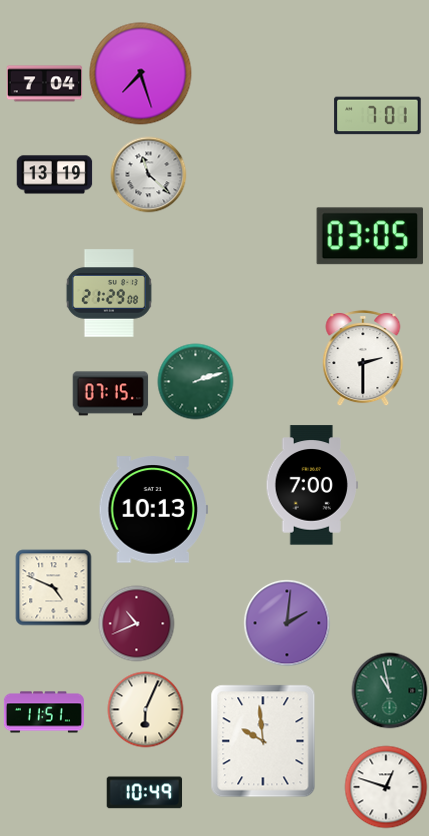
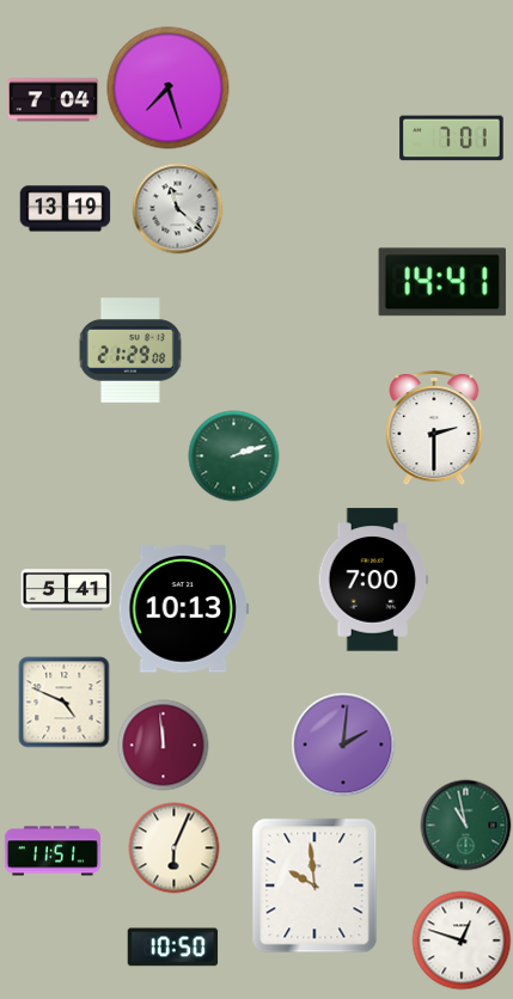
clock at (369, 236): 03:05 -> 14:41
clock at (111, 394): 07:15 -> none
clock at (67, 590): none -> 5:41
clock at (137, 624): 10:41 -> 11:59
clock at (145, 793): 10:49 -> 10:50
